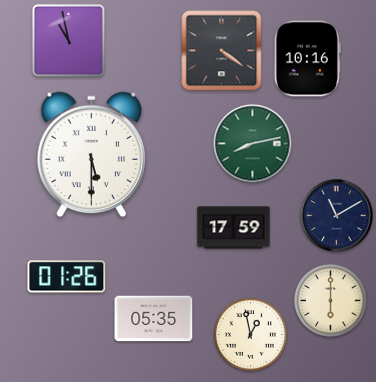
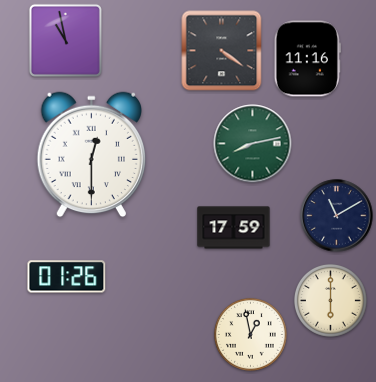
clock at (68, 40) position: (68, 40) -> (65, 40)
clock at (307, 59): 10:16 -> 11:16
clock at (91, 155): 5:30 -> 12:30
clock at (154, 319): 05:35 -> none
